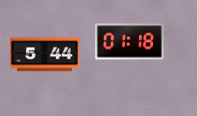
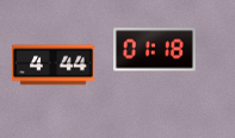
clock at (45, 55): 5:44 -> 4:44
